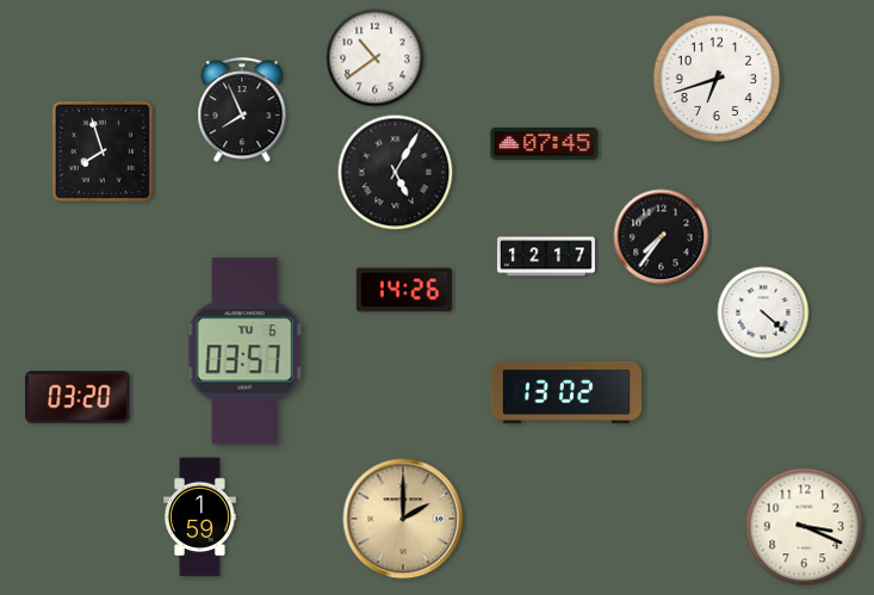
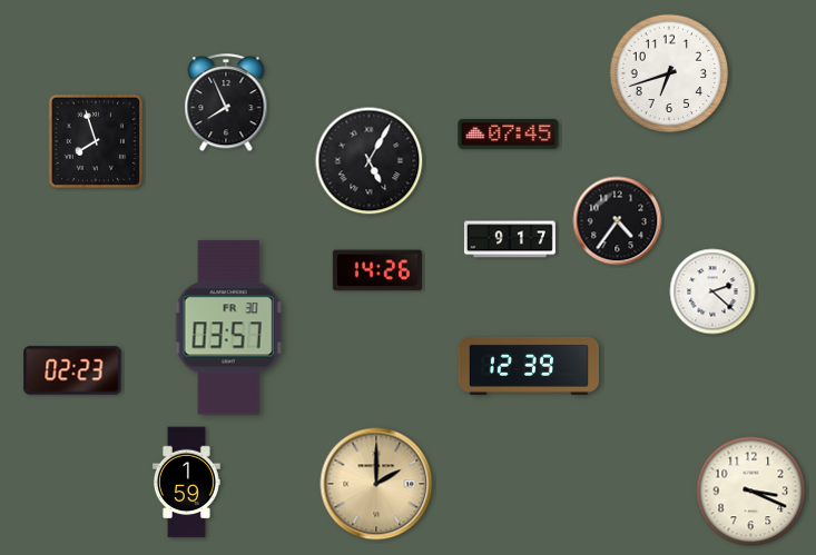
clock at (376, 58): 10:39 -> none
clock at (662, 237): 7:36 -> 4:36
clock at (546, 256): 12:17 -> 9:17
clock at (763, 312): 4:22 -> 2:22
clock at (244, 352) date: TU 6 -> FR 30
clock at (566, 392): 13:02 -> 12:39
clock at (78, 397): 03:20 -> 02:23
